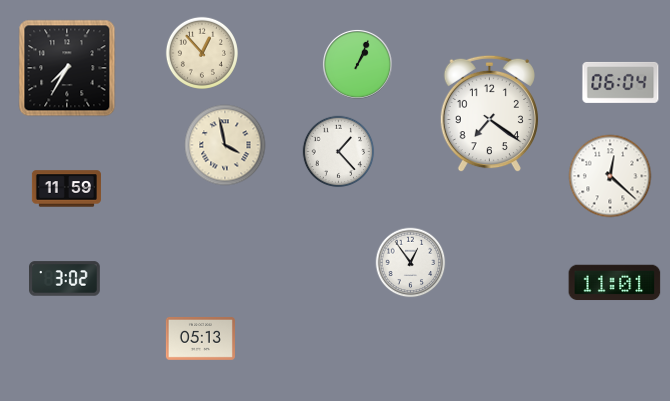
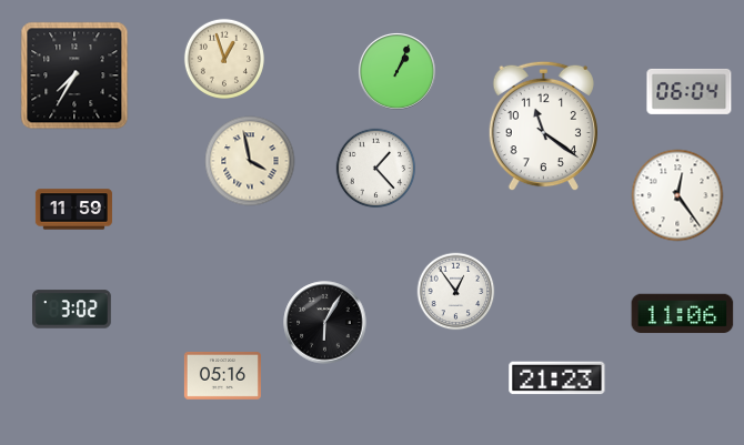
clock at (201, 52): 12:53 -> 12:57
clock at (489, 114): 7:21 -> 11:21
clock at (610, 176): 12:22 -> 12:24
clock at (615, 283): 11:01 -> 11:06
clock at (325, 323): none -> 6:05
clock at (200, 339): 05:13 -> 05:16
clock at (557, 378): none -> 21:23
